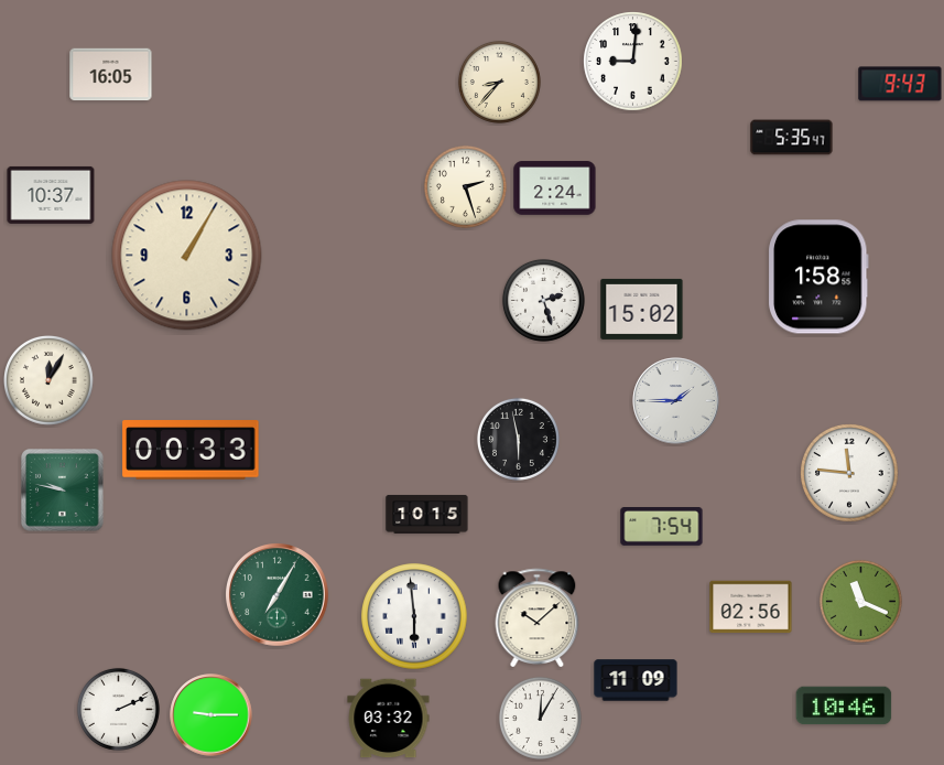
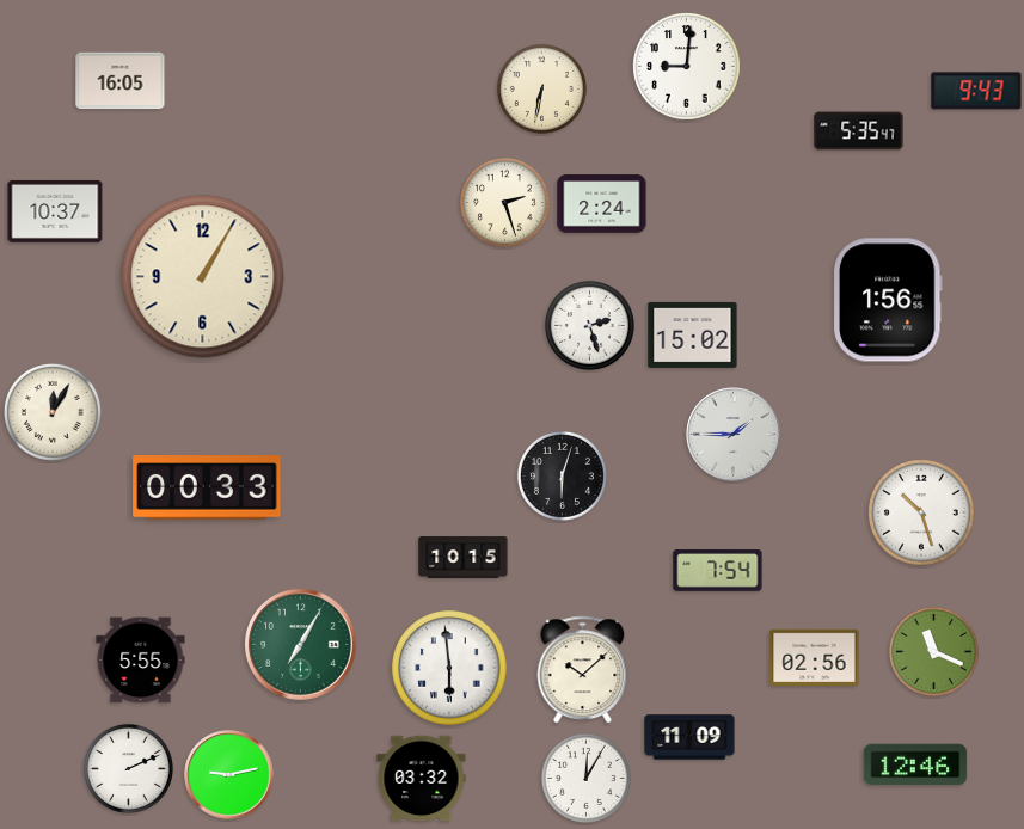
clock at (499, 82): 8:37 -> 6:32
clock at (792, 138) position: (792, 138) -> (859, 131)
clock at (818, 277): 1:58 -> 1:56
clock at (642, 309) position: (642, 309) -> (693, 334)
clock at (518, 439): 5:58 -> 6:03
clock at (849, 473): 11:46 -> 10:27
clock at (63, 491): 9:47 -> none
clock at (141, 661): none -> 5:55
clock at (844, 705): 10:46 -> 12:46
clock at (211, 715): 9:15 -> 9:13
